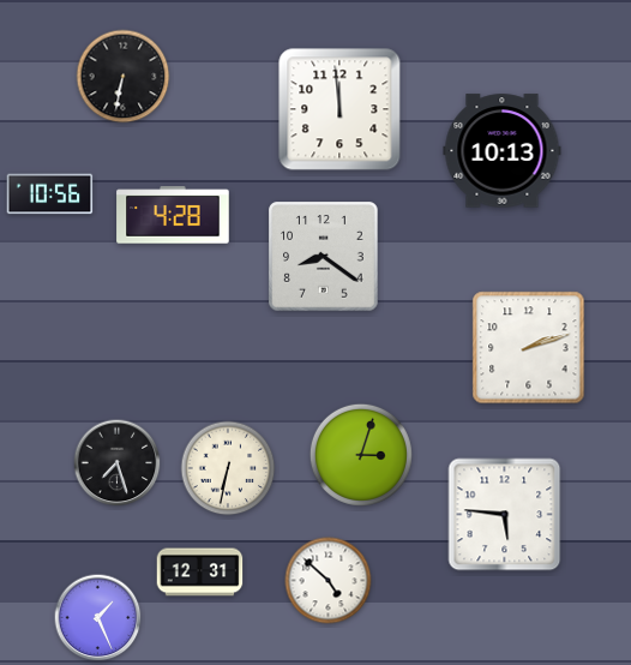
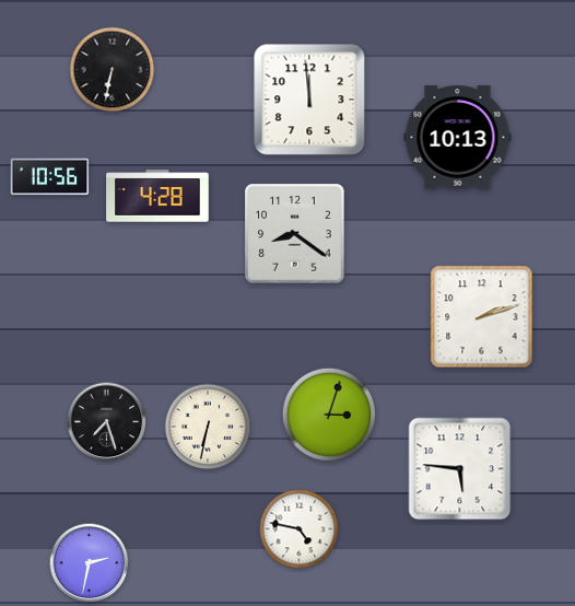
clock at (50, 194) position: (50, 194) -> (50, 177)
clock at (200, 573): 12:31 -> none
clock at (329, 581): 4:52 -> 4:47
clock at (98, 618): 1:26 -> 2:32
